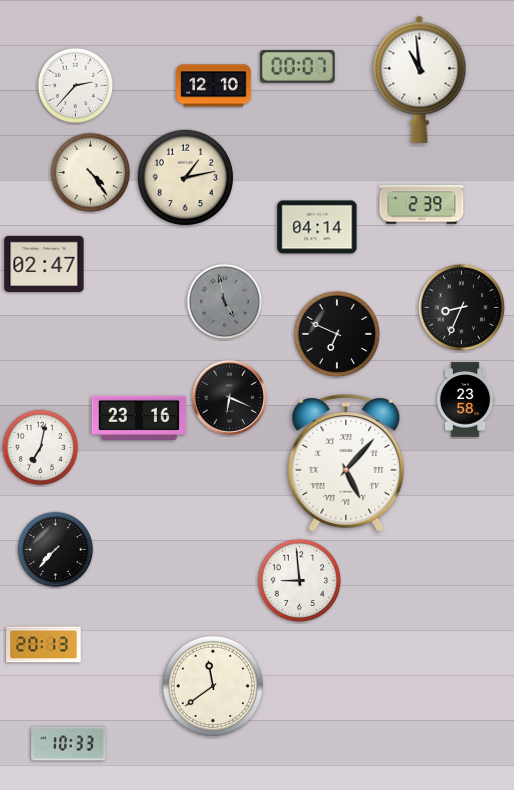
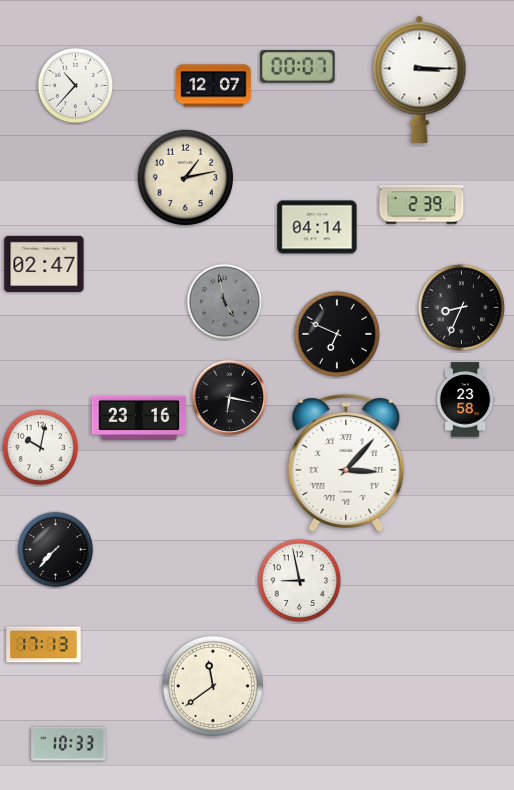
clock at (420, 79): 10:59 -> 3:15
clock at (76, 86): 2:37 -> 10:37
clock at (214, 86): 12:10 -> 12:07
clock at (91, 173): 4:24 -> none
clock at (229, 397): 6:19 -> 6:17
clock at (41, 448): 7:02 -> 10:02
clock at (346, 464): 5:07 -> 3:07
clock at (300, 581): 8:59 -> 8:58
clock at (44, 645): 20:13 -> 17:13
